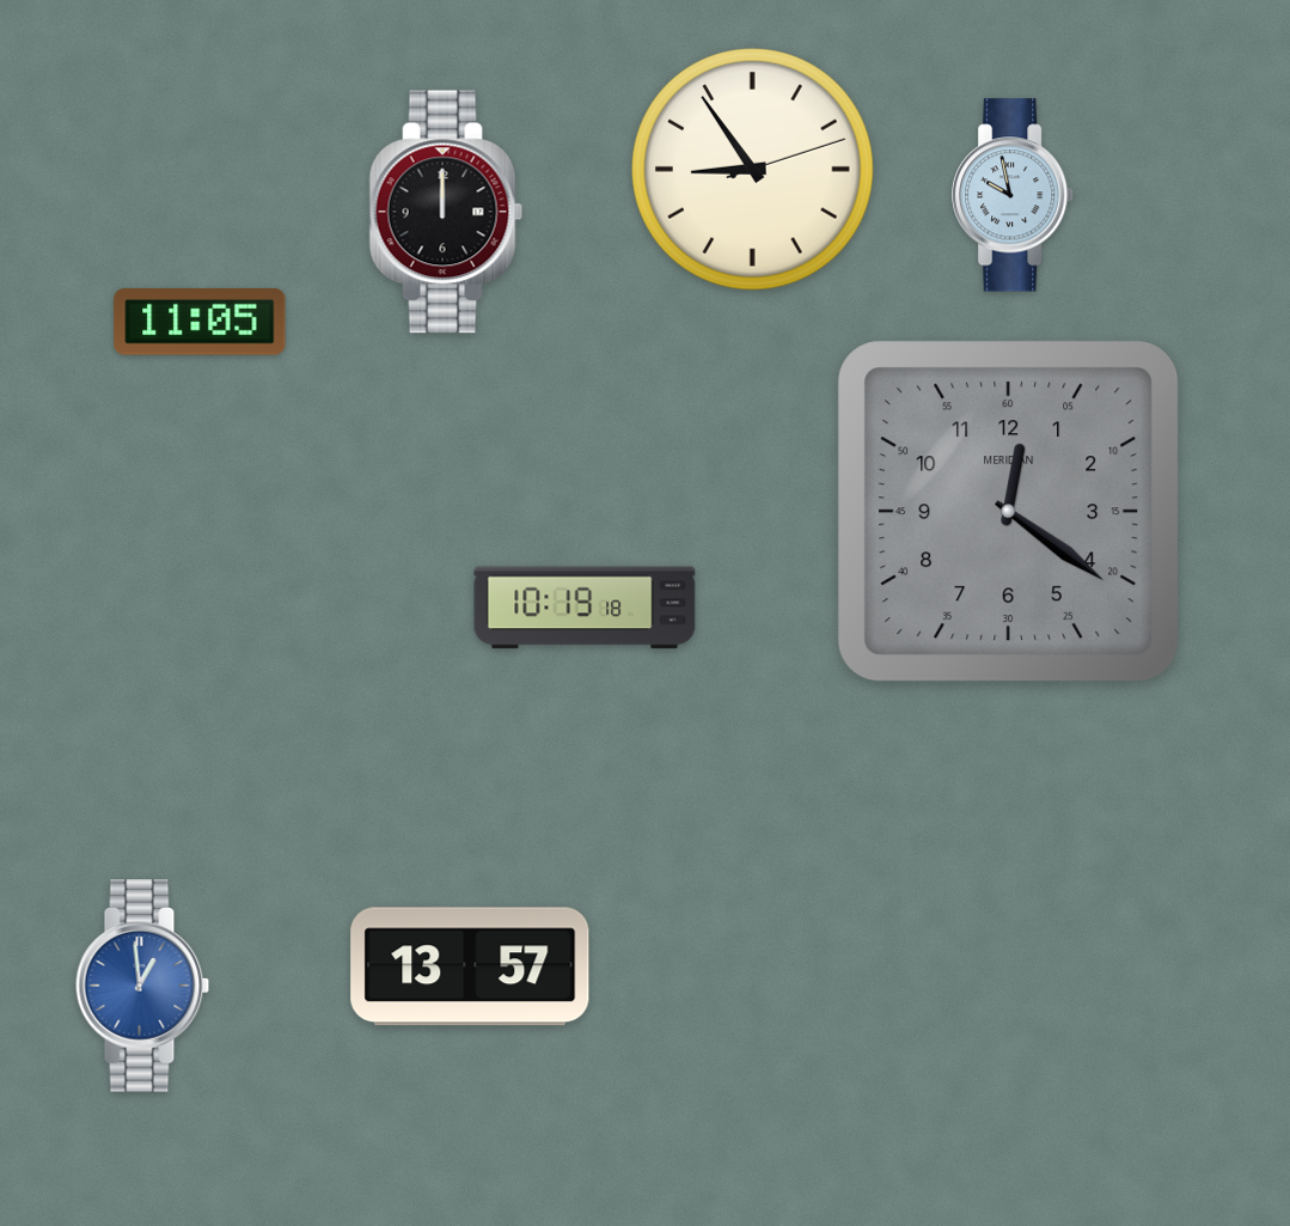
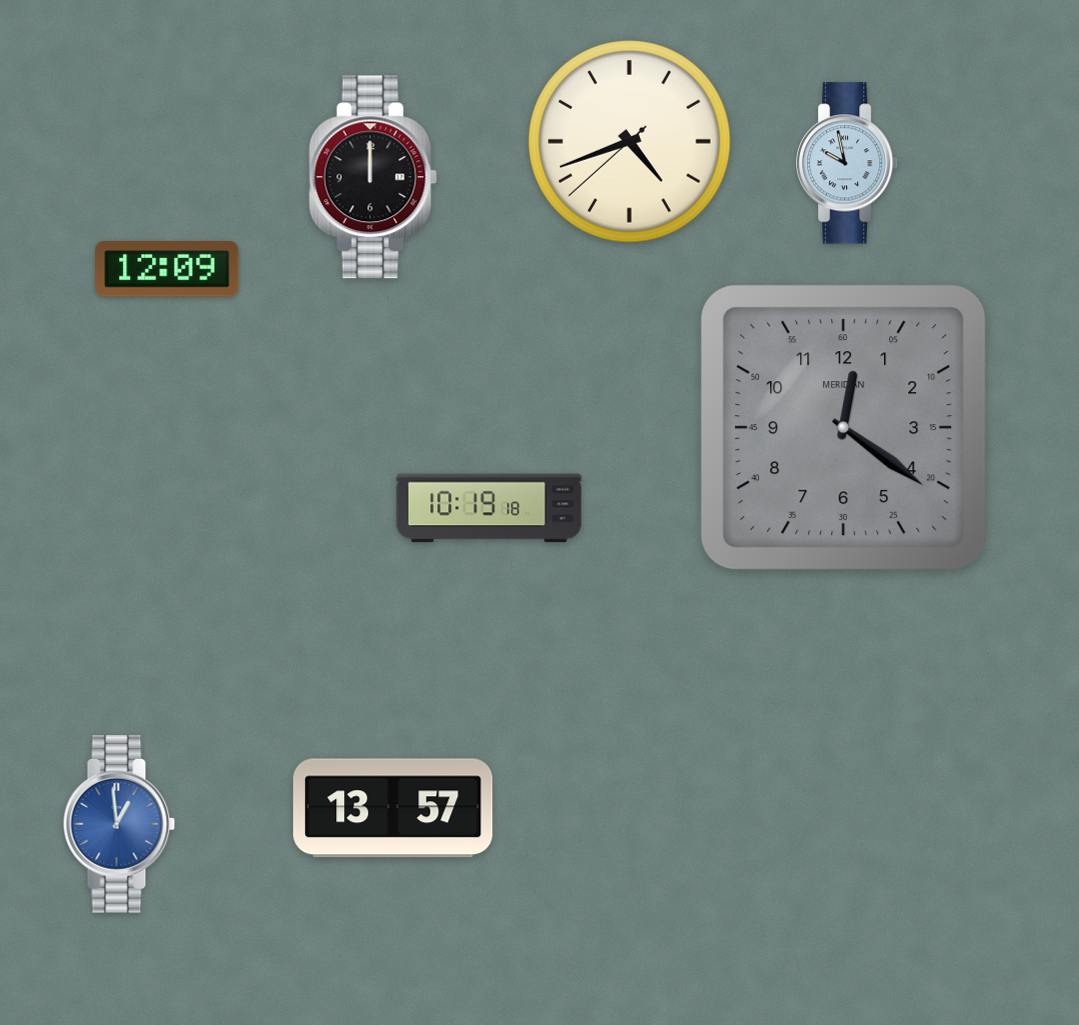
clock at (753, 170): 8:54 -> 4:41
clock at (200, 322): 11:05 -> 12:09
